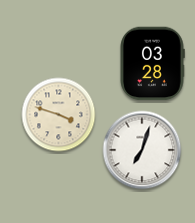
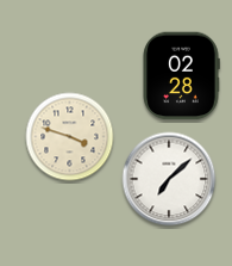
clock at (152, 64): 03:28 -> 02:28
clock at (142, 150): 7:03 -> 7:08
